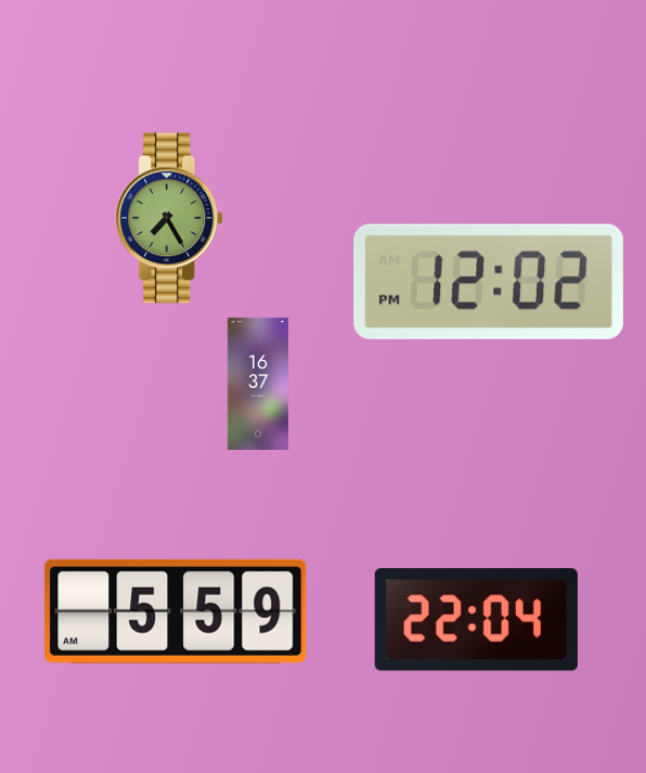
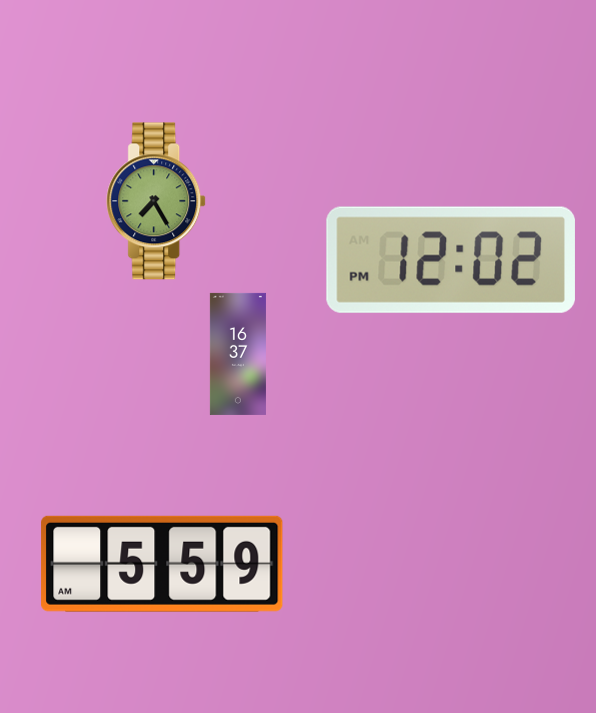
clock at (476, 620): 22:04 -> none
